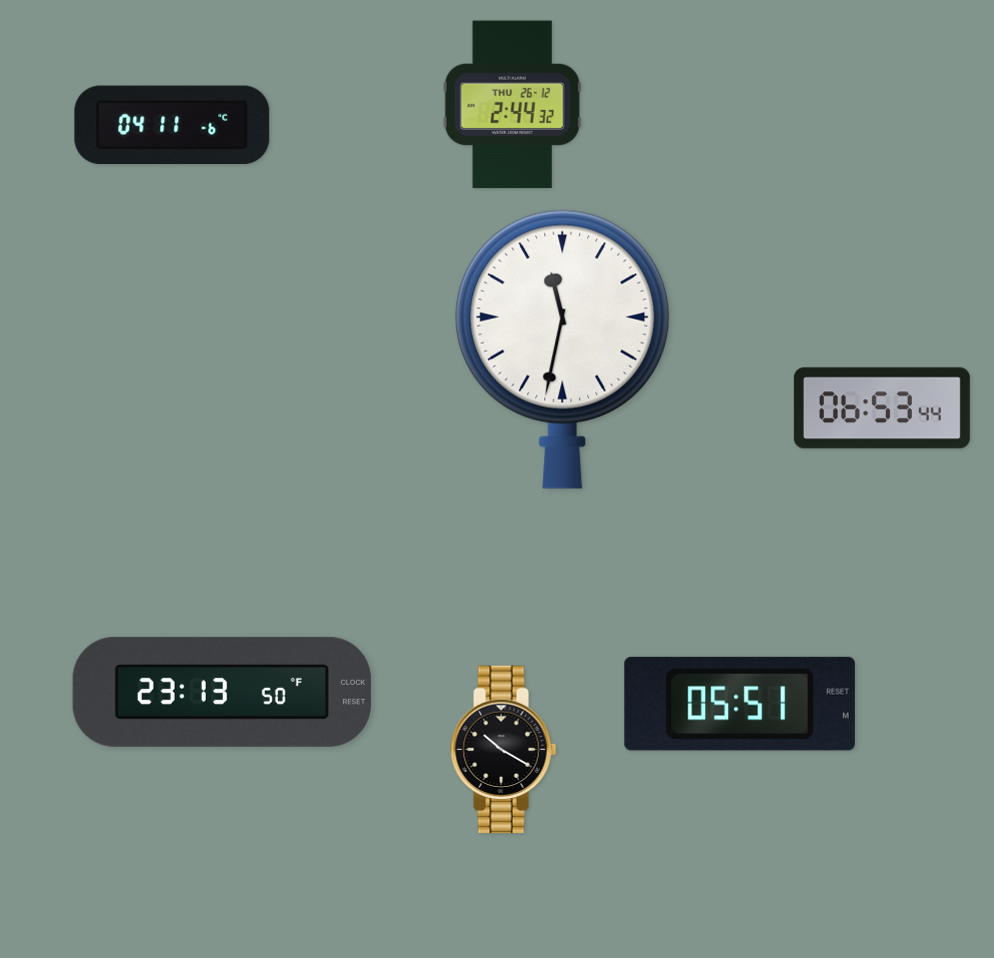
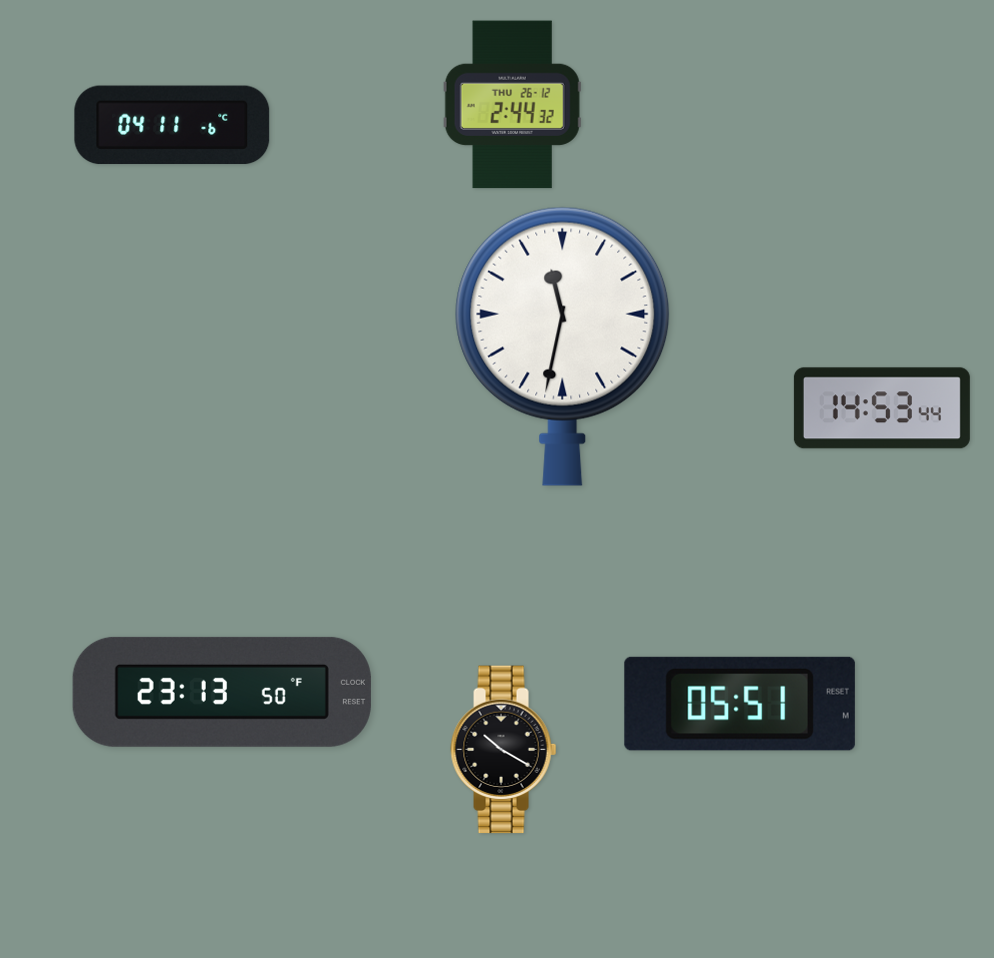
clock at (563, 349) position: (563, 349) -> (563, 346)
clock at (882, 408): 06:53 -> 14:53
